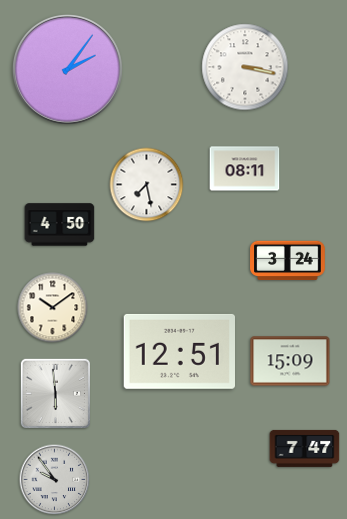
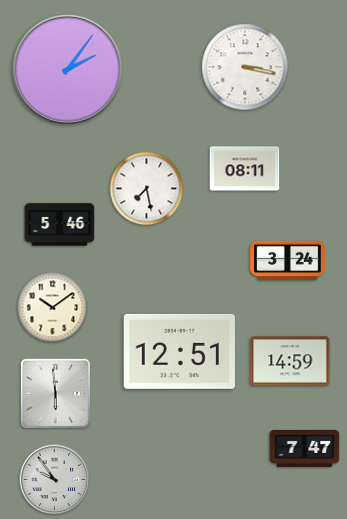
clock at (147, 185) position: (147, 185) -> (147, 189)
clock at (60, 225): 4:50 -> 5:46
clock at (290, 361): 15:09 -> 14:59
